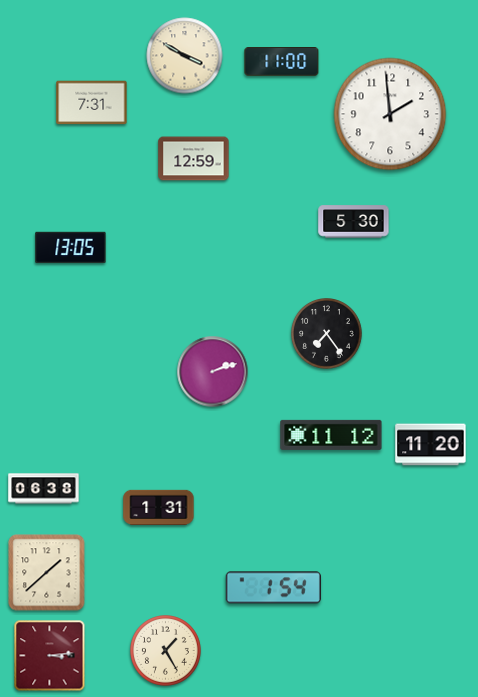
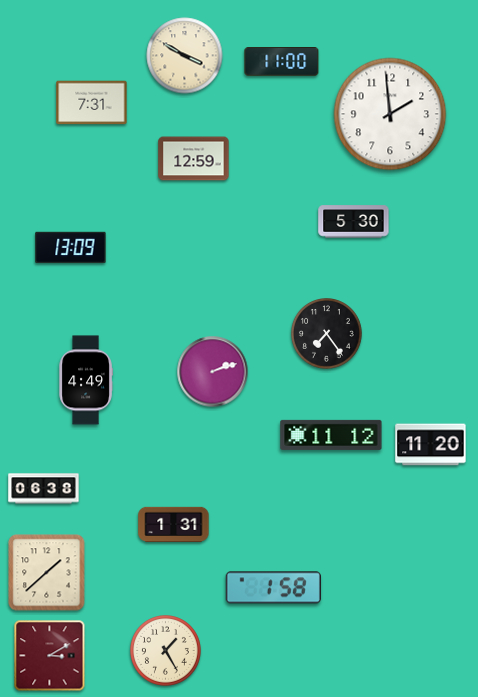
clock at (71, 248): 13:05 -> 13:09
clock at (86, 380): none -> 4:49
clock at (159, 507) position: (159, 507) -> (174, 524)
clock at (273, 588): 1:54 -> 1:58
clock at (50, 656): 3:14 -> 3:10
